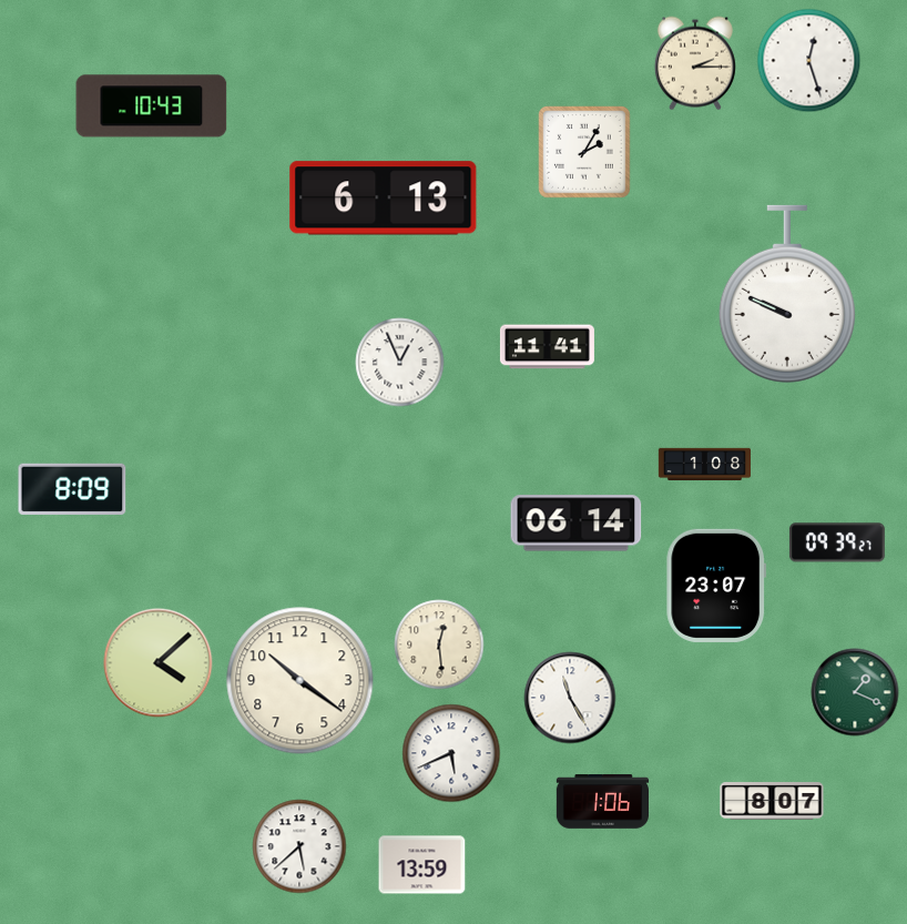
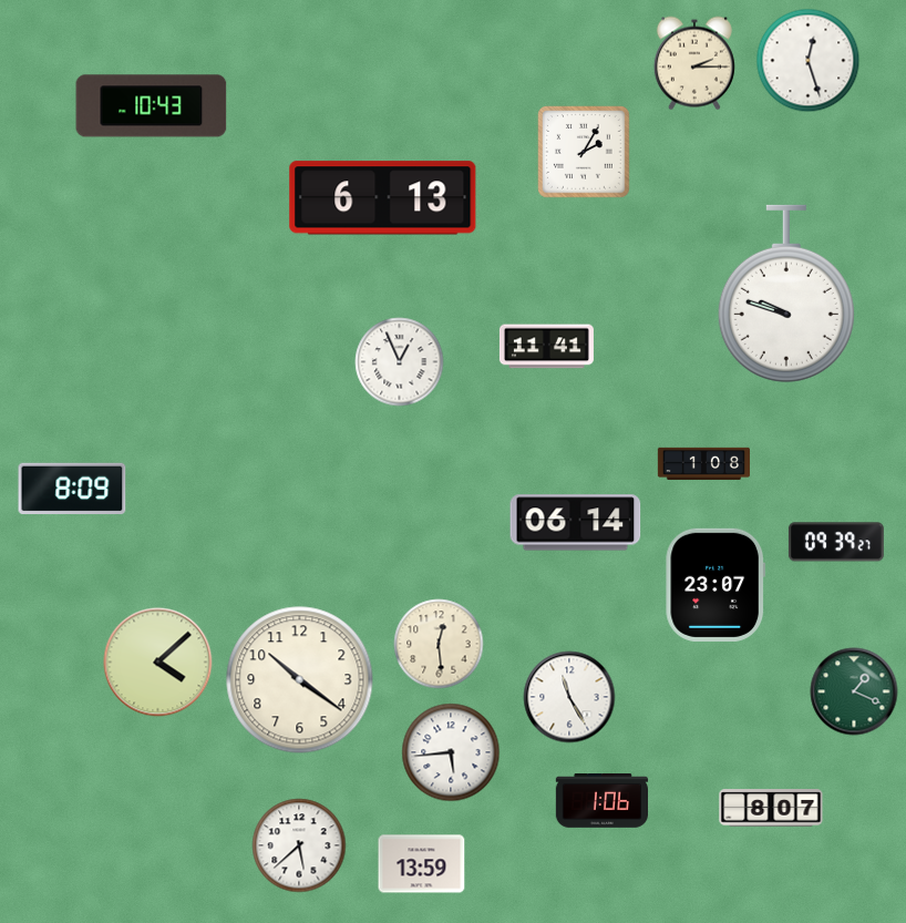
clock at (787, 294): 9:49 -> 9:48
clock at (451, 753): 5:41 -> 5:44
clock at (772, 801) position: (772, 801) -> (771, 808)
